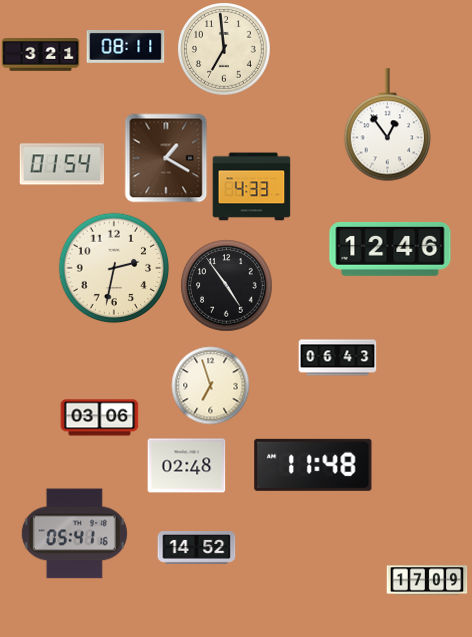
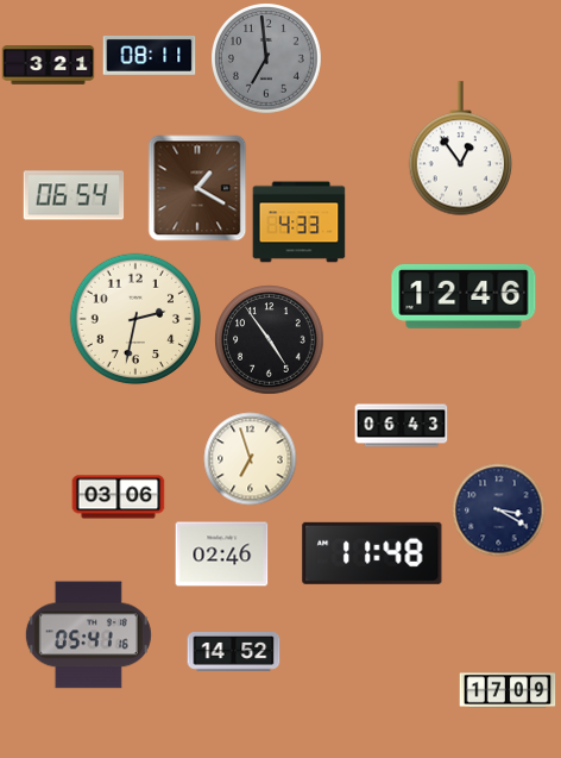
clock at (224, 49) dial: cream -> grey
clock at (62, 164): 01:54 -> 06:54
clock at (498, 509): none -> 3:20
clock at (186, 466): 02:48 -> 02:46
